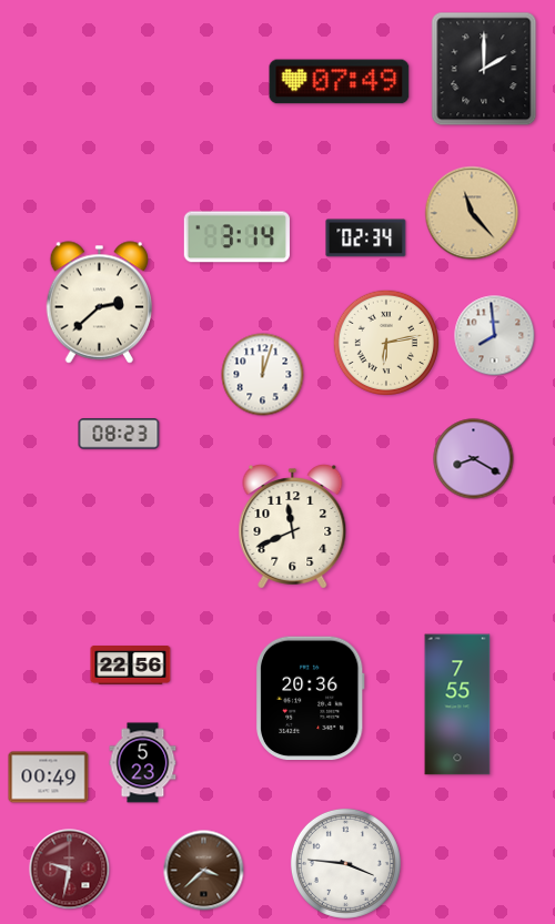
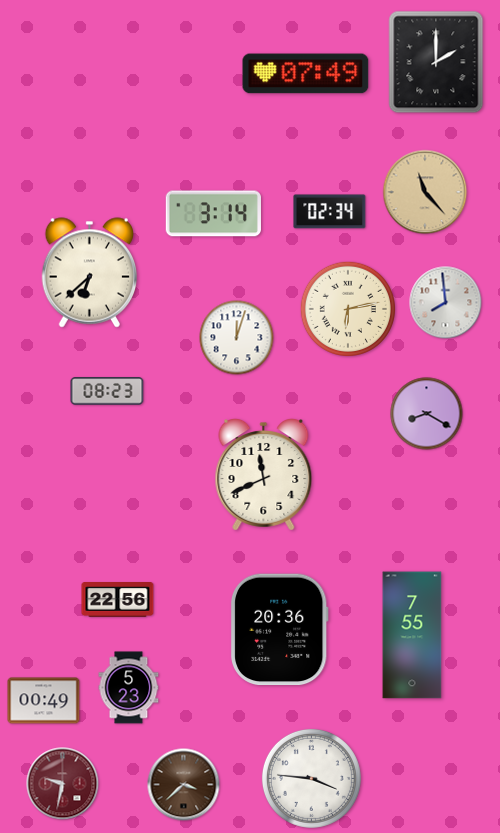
clock at (366, 238) position: (366, 238) -> (330, 212)
clock at (100, 303): 2:38 -> 6:38
